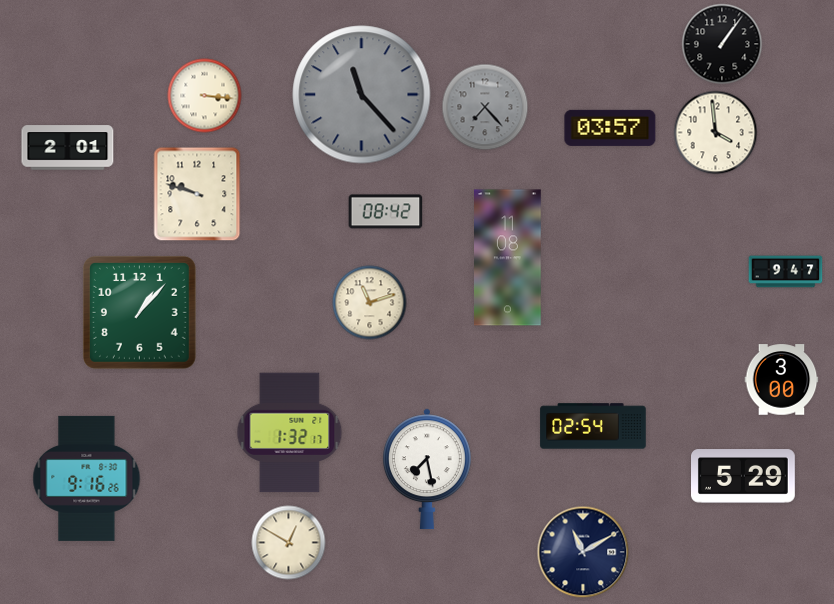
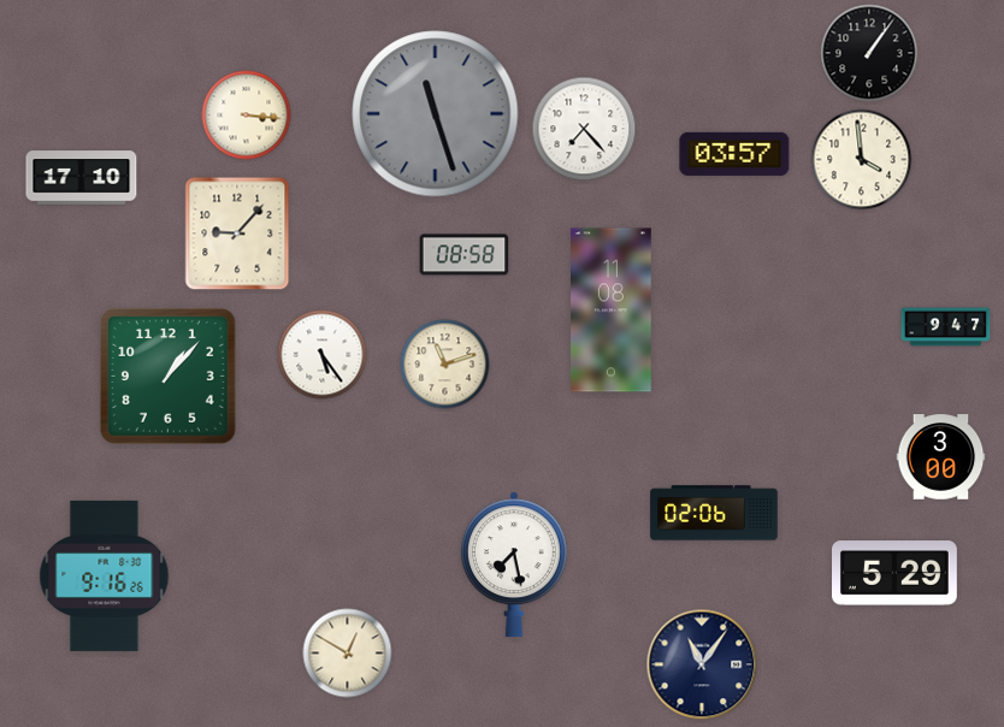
clock at (362, 95): 11:23 -> 11:27
clock at (485, 107) dial: grey -> white
clock at (68, 148): 2:01 -> 17:10
clock at (197, 194): 9:48 -> 9:07
clock at (386, 212): 08:42 -> 08:58
clock at (323, 355): none -> 5:24
clock at (593, 426): 02:54 -> 02:06
clock at (290, 433): 1:32 -> none
clock at (583, 552): 11:10 -> 11:06
